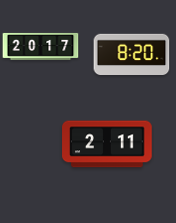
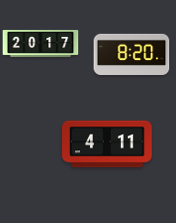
clock at (41, 46) position: (41, 46) -> (41, 43)
clock at (107, 144): 2:11 -> 4:11
